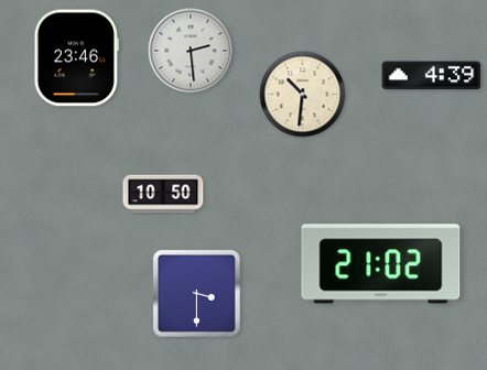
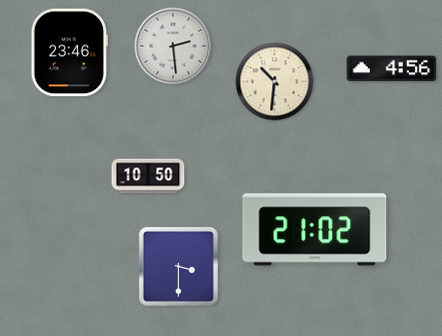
clock at (432, 76): 4:39 -> 4:56
clock at (303, 95) position: (303, 95) -> (275, 82)
clock at (381, 264) position: (381, 264) -> (315, 230)
